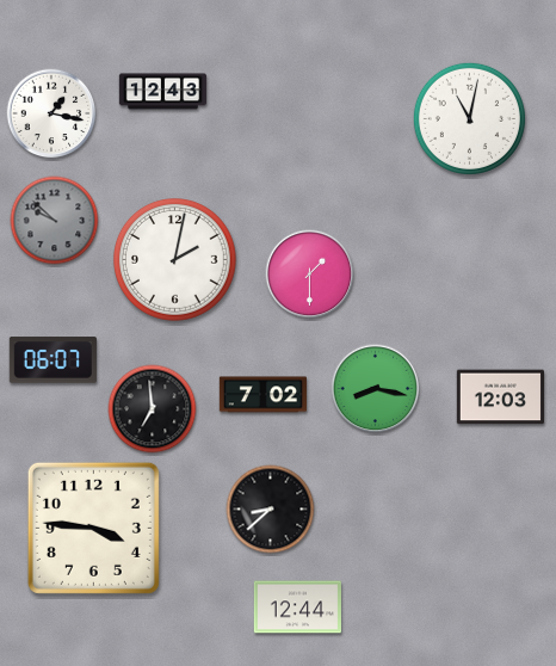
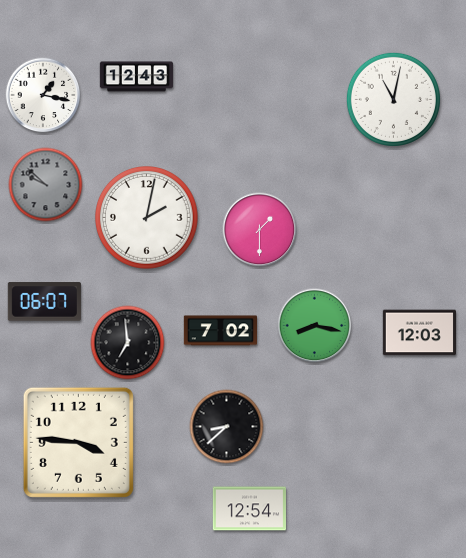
clock at (297, 608): 12:44 -> 12:54
